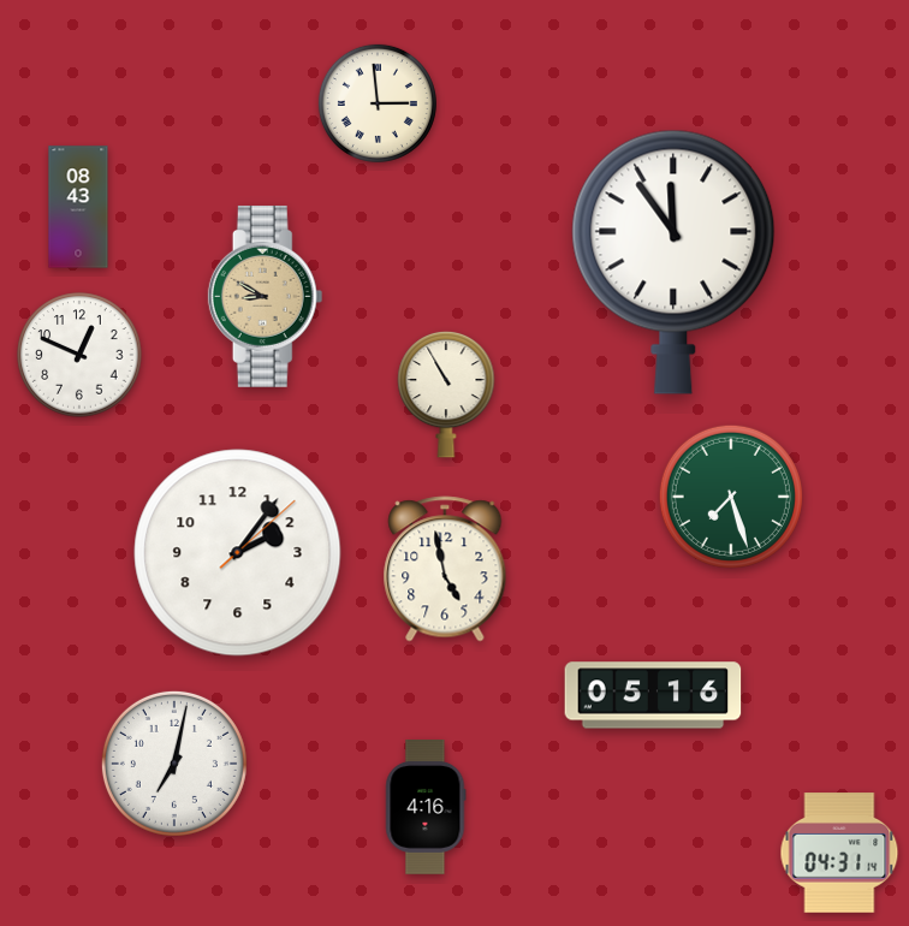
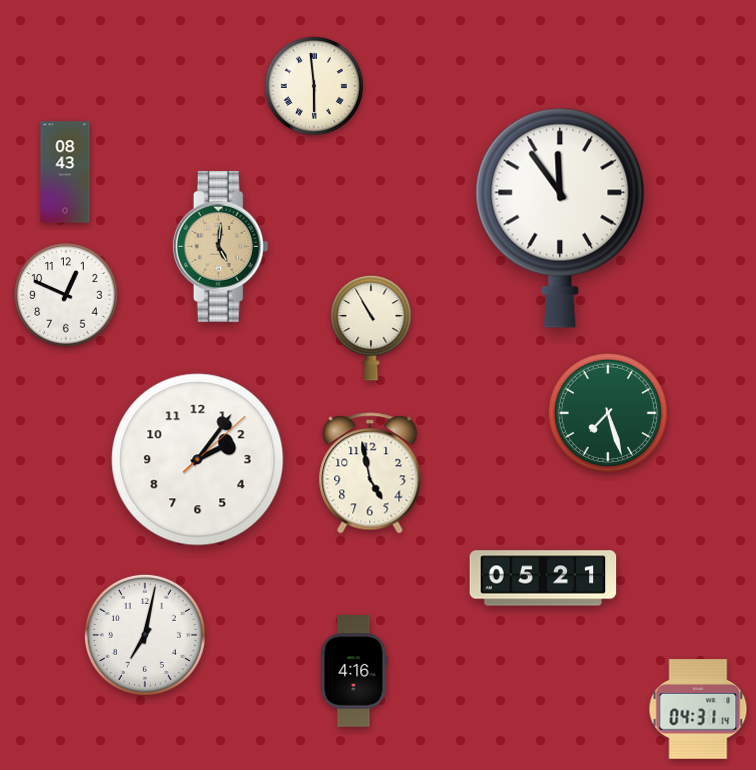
clock at (378, 103): 2:59 -> 5:59
clock at (266, 296): 8:50 -> 5:01
clock at (653, 695): 05:16 -> 05:21
